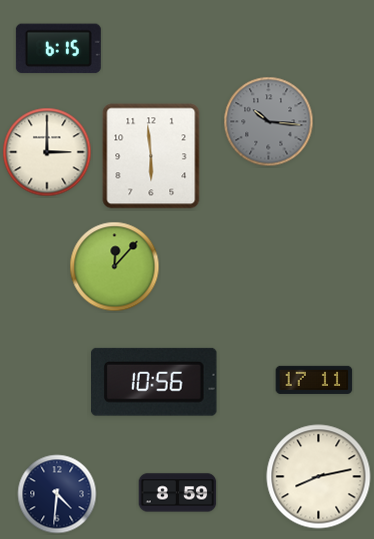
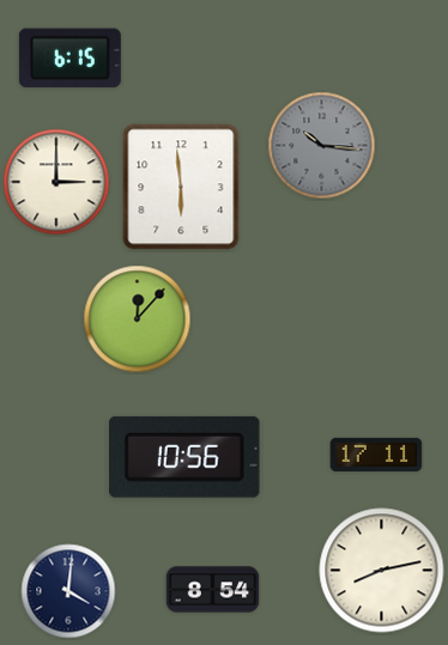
clock at (178, 493): 8:59 -> 8:54
clock at (57, 494): 4:31 -> 4:01
